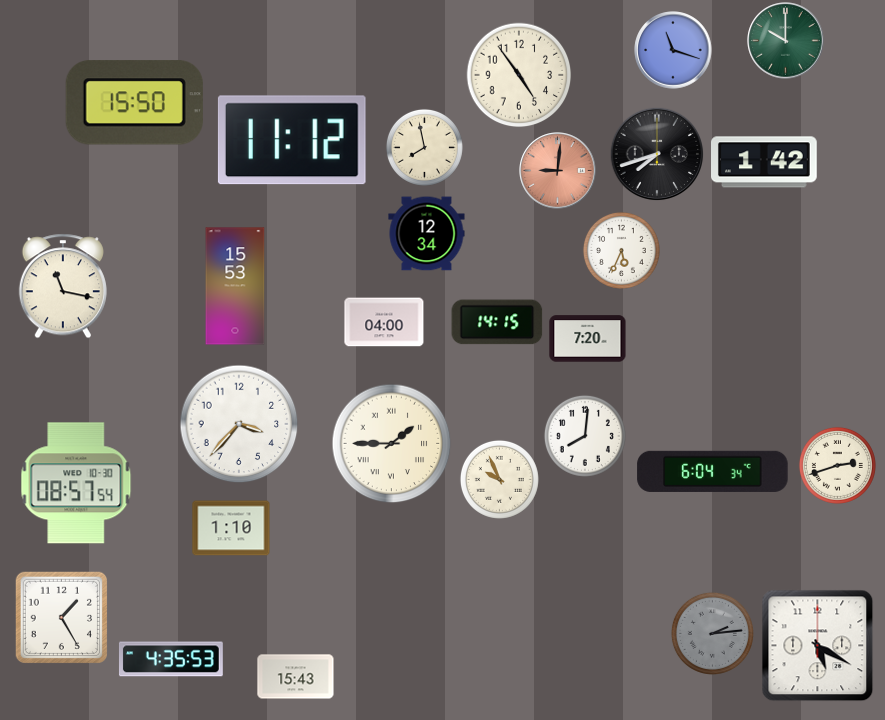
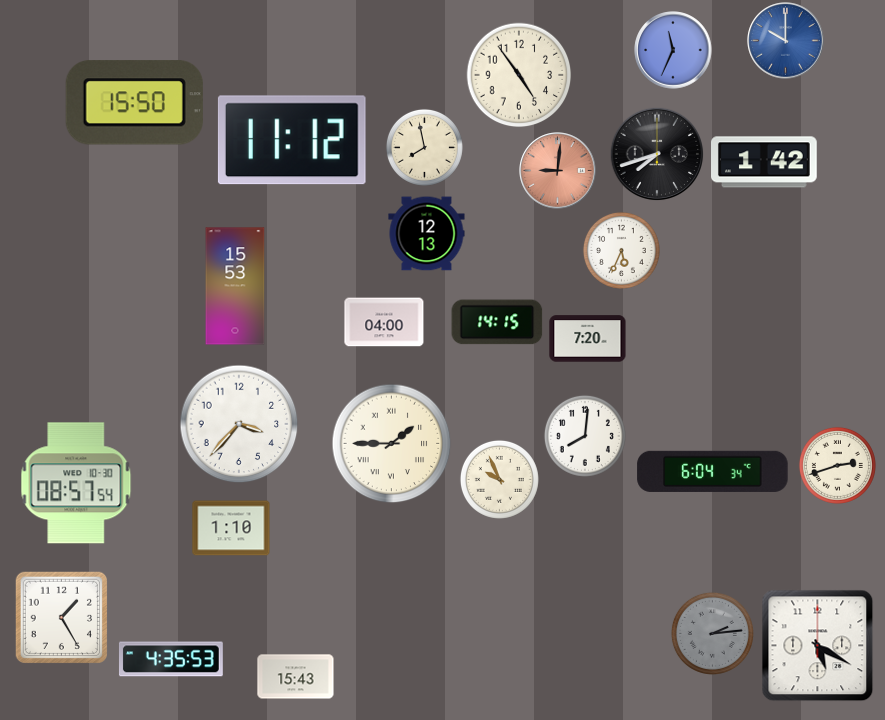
clock at (786, 41) dial: green -> blue
clock at (673, 50): 11:18 -> 11:34
clock at (427, 234): 12:34 -> 12:13
clock at (63, 286): 11:17 -> none
